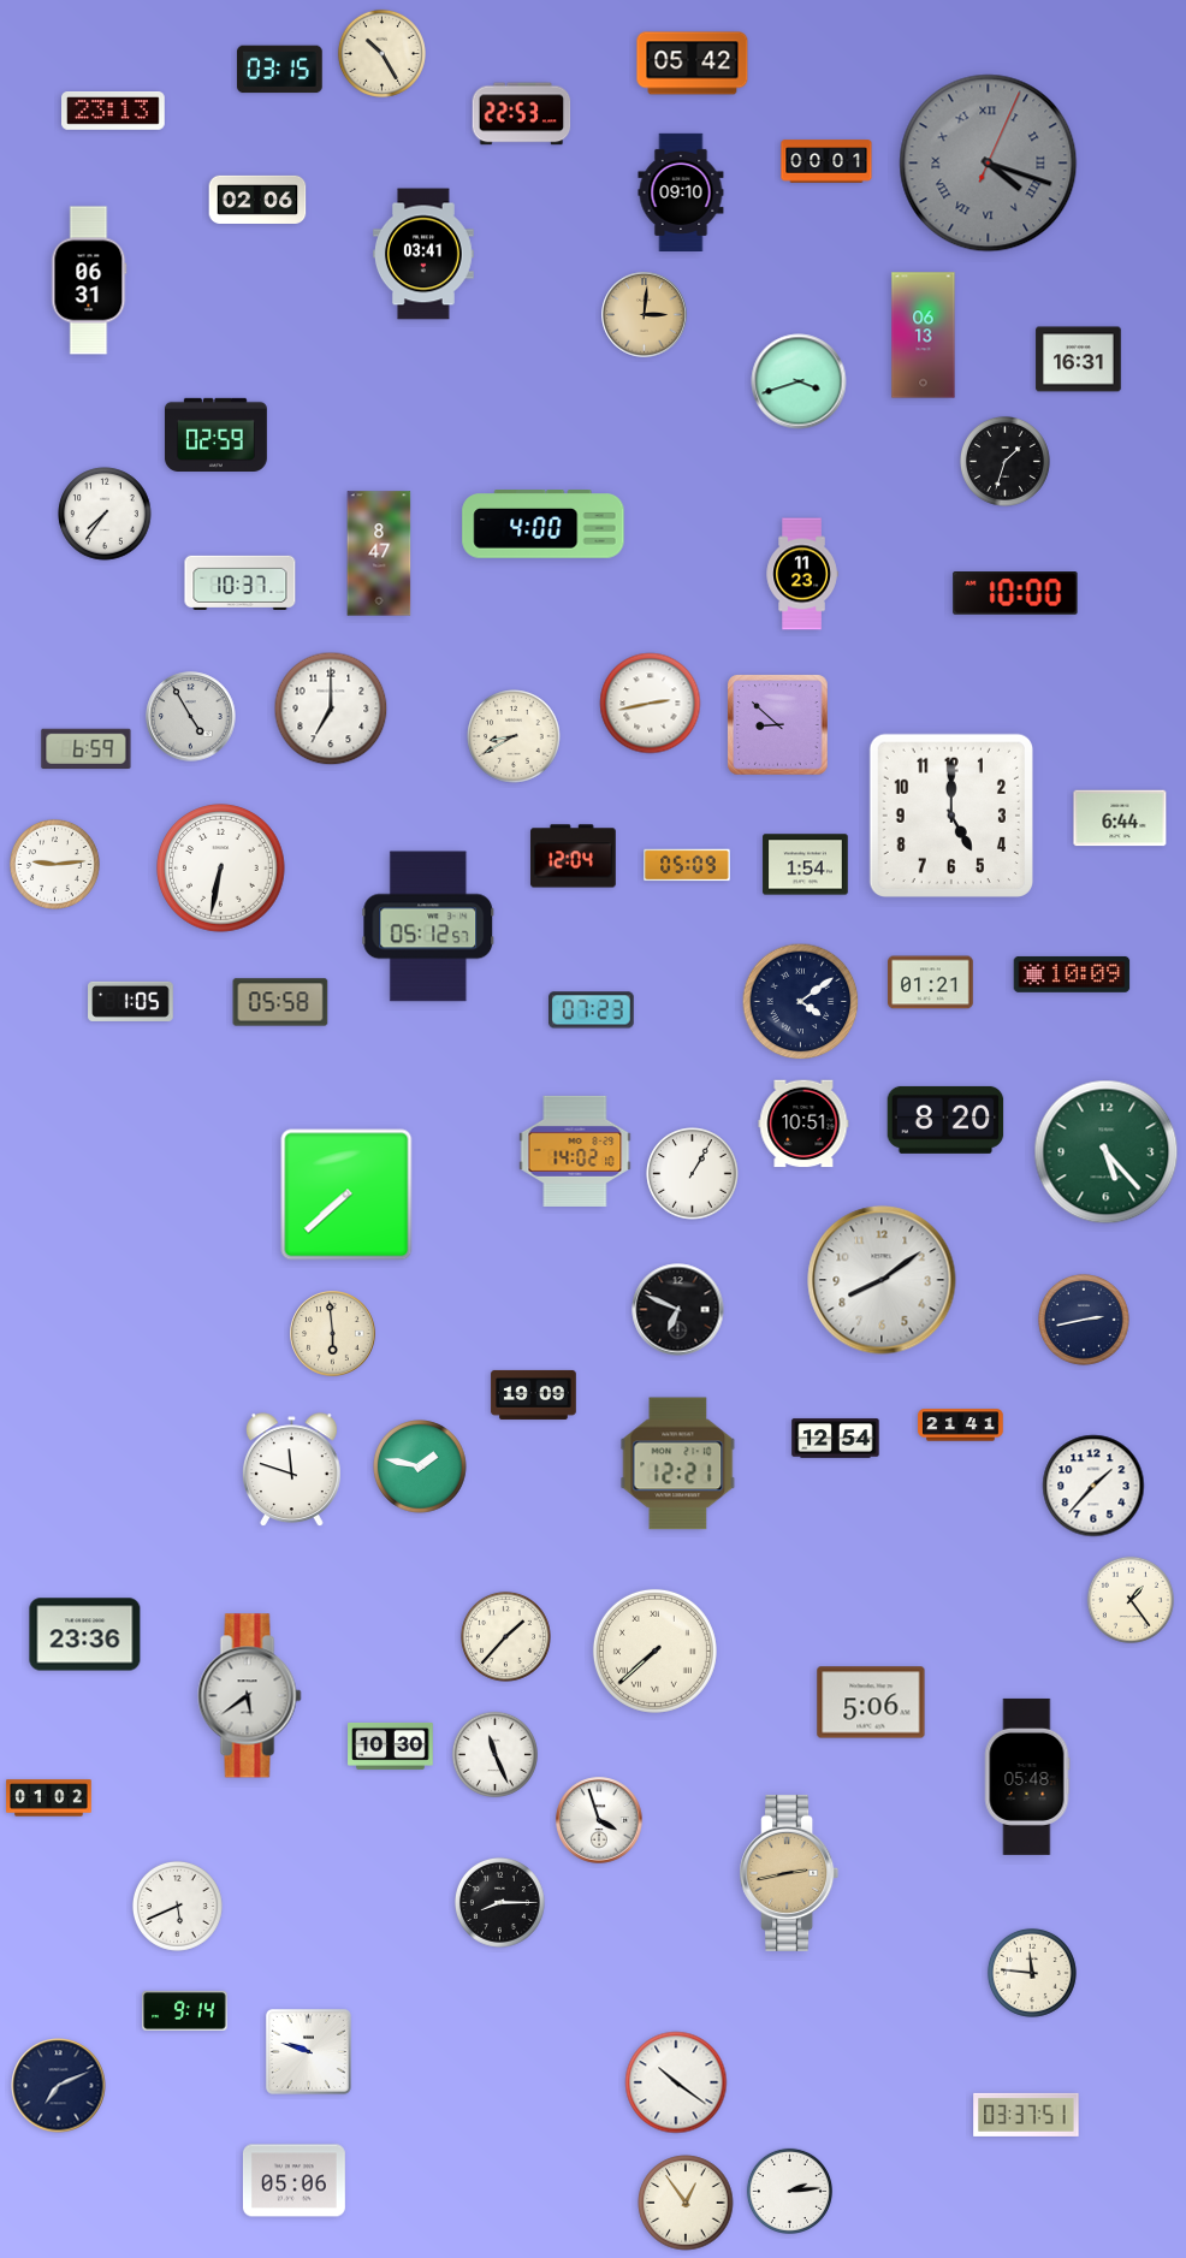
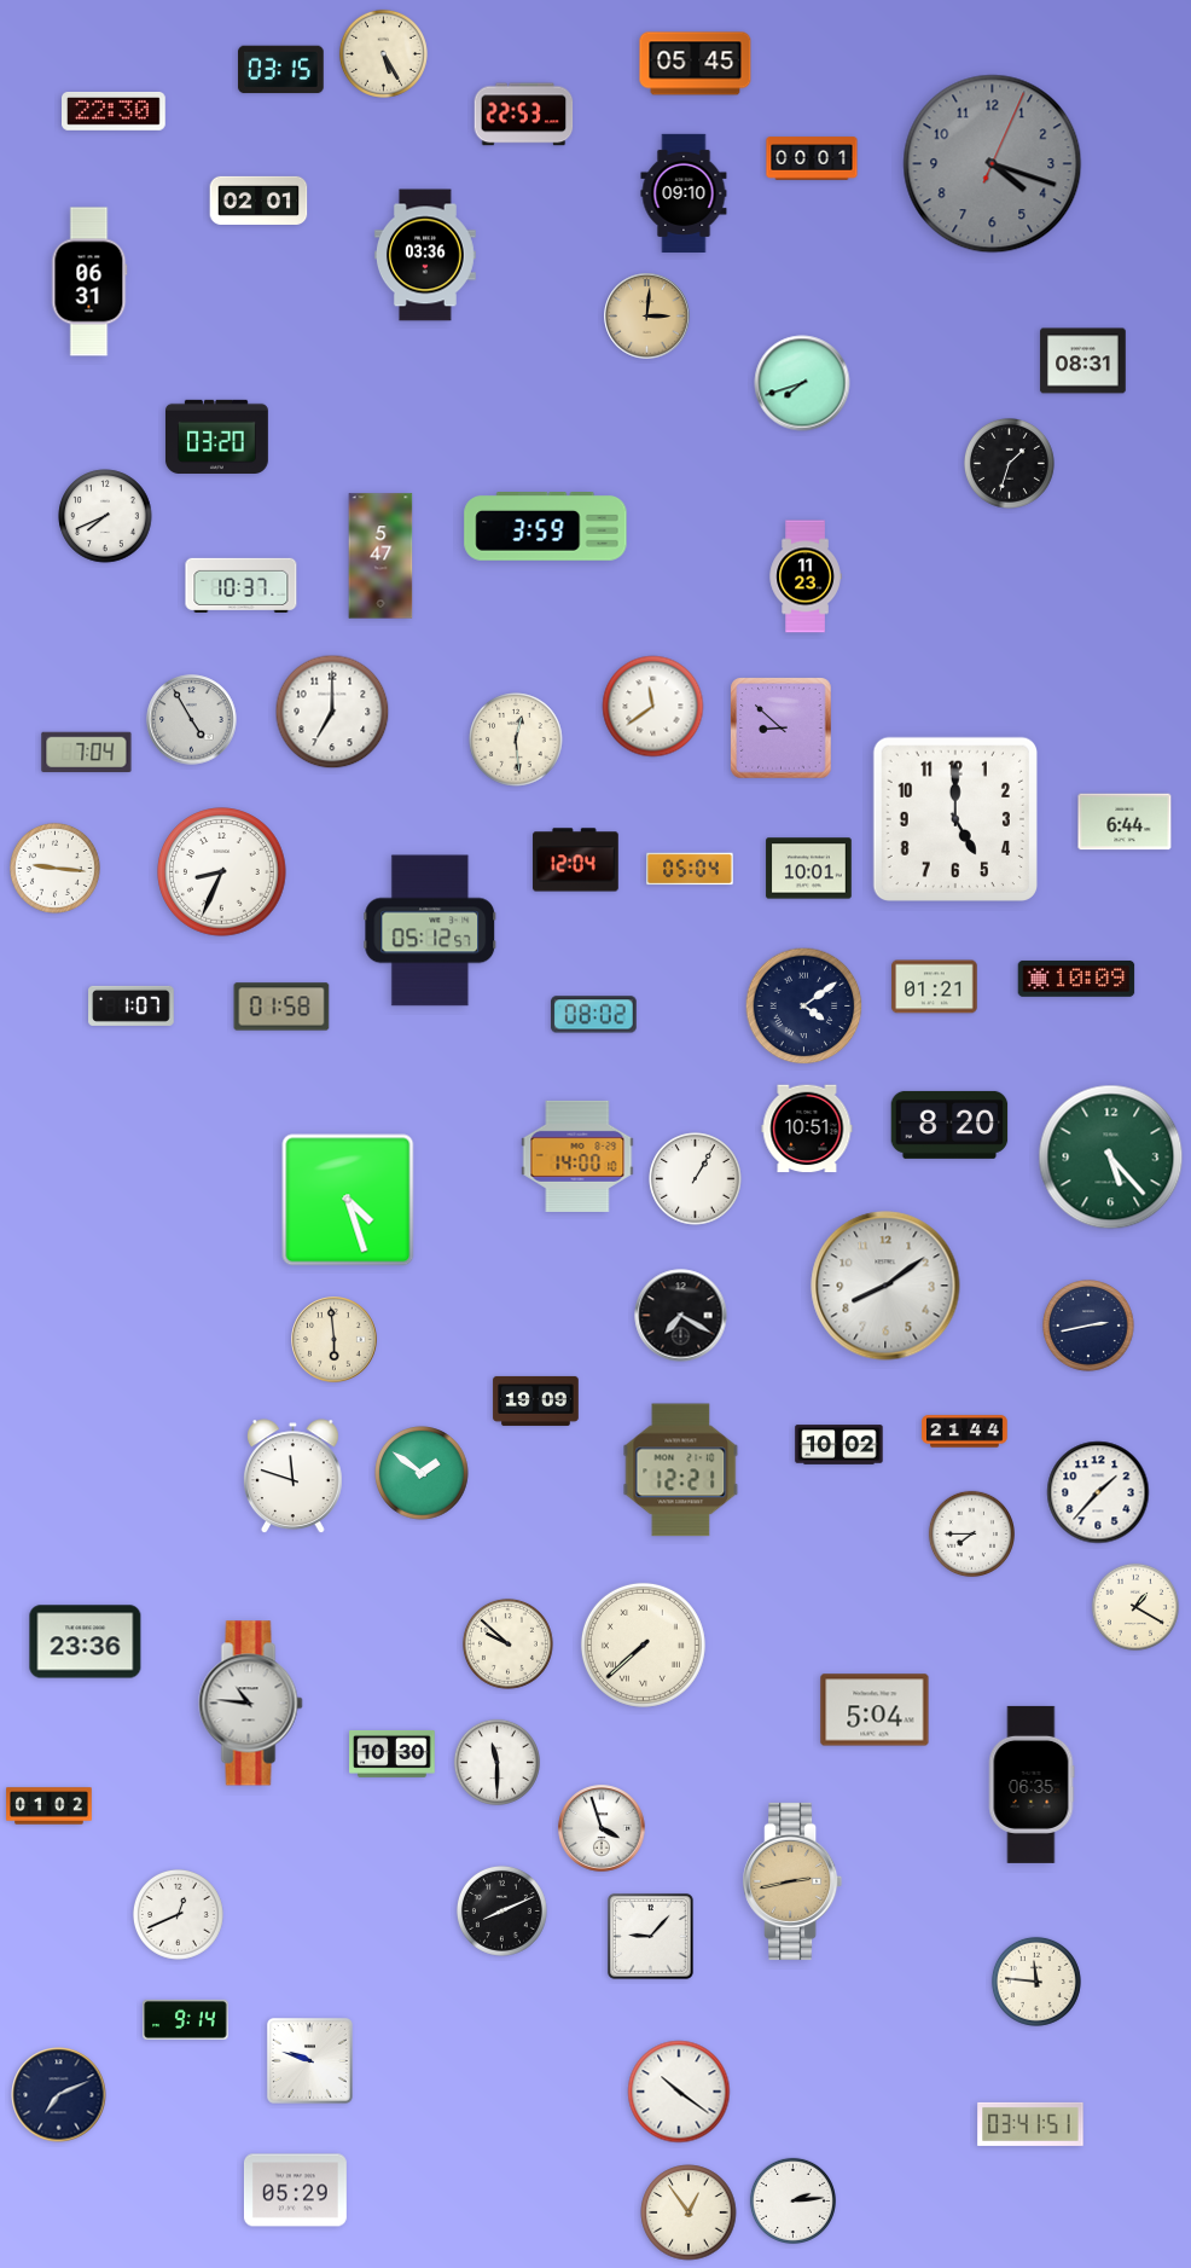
clock at (381, 53): 10:25 -> 5:25
clock at (693, 64): 05:42 -> 05:45
clock at (114, 112): 23:13 -> 22:30
clock at (826, 161) position: (826, 161) -> (812, 158)
clock at (989, 164) numerals: Roman -> Arabic
clock at (257, 200): 02:06 -> 02:01
clock at (423, 254): 03:41 -> 03:36
clock at (924, 336): 06:13 -> none
clock at (1079, 360): 16:31 -> 08:31
clock at (799, 381): 3:42 -> 7:42
clock at (215, 434): 02:59 -> 03:20
clock at (105, 514): 7:36 -> 7:41
clock at (544, 525): 4:00 -> 3:59
clock at (379, 553): 8:47 -> 5:47
clock at (1015, 593): 10:00 -> none
clock at (651, 704): 2:43 -> 11:39
clock at (514, 736): 8:40 -> 12:29
clock at (87, 749): 6:59 -> 7:04
clock at (54, 864): 9:14 -> 9:16
clock at (687, 865): 05:09 -> 05:04
clock at (806, 865): 1:54 -> 10:01
clock at (221, 869): 6:32 -> 8:34
clock at (131, 1001): 1:05 -> 1:07
clock at (280, 1002): 05:58 -> 01:58
clock at (592, 1011): 07:23 -> 08:02
clock at (575, 1151): 14:02 -> 14:00
clock at (346, 1195): 7:38 -> 4:27
clock at (678, 1310): 6:49 -> 7:20
clock at (961, 1426): 21:41 -> 21:44
clock at (836, 1439): 12:54 -> 10:02
clock at (420, 1466): 1:47 -> 1:51
clock at (971, 1533): none -> 7:45
clock at (1131, 1600): 1:24 -> 1:20
clock at (505, 1636): 1:37 -> 9:52
clock at (654, 1650) position: (654, 1650) -> (643, 1645)
clock at (250, 1696): 5:39 -> 10:46
clock at (871, 1702): 5:06 -> 5:04
clock at (494, 1754): 11:26 -> 11:30
clock at (1027, 1777): 05:48 -> 06:35
clock at (499, 1902): 8:15 -> 8:11
clock at (177, 1906): 5:41 -> 12:41
clock at (650, 1936): none -> 9:07
clock at (1026, 2115): 03:37 -> 03:41
clock at (293, 2181): 05:06 -> 05:29
